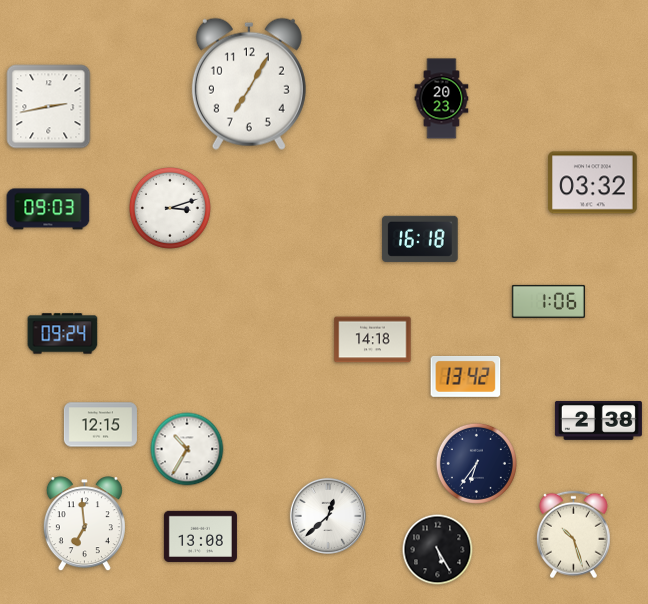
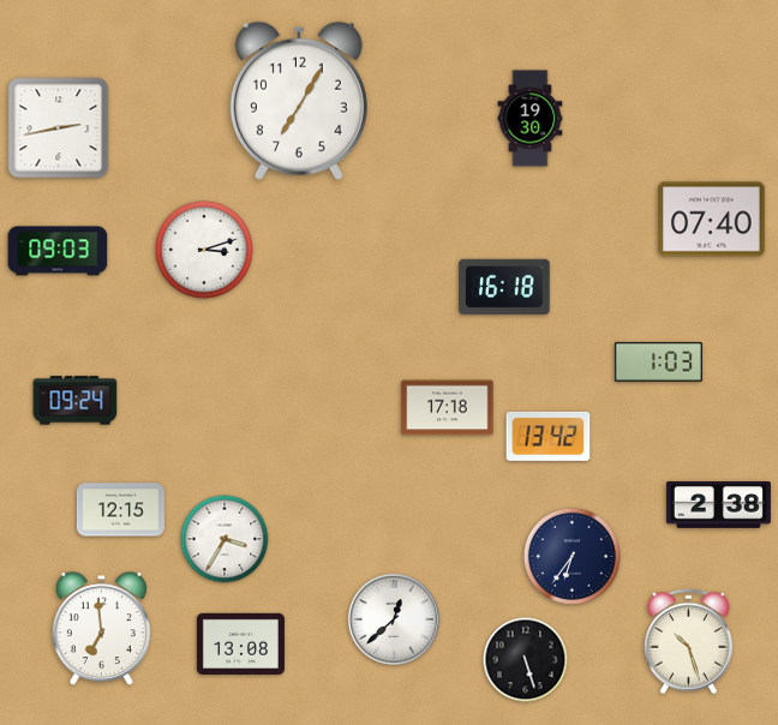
clock at (442, 99): 20:23 -> 19:30
clock at (593, 183): 03:32 -> 07:40
clock at (548, 301): 1:06 -> 1:03
clock at (373, 340): 14:18 -> 17:18
clock at (466, 376) position: (466, 376) -> (549, 436)
clock at (187, 449): 10:35 -> 3:35
clock at (438, 550): 5:25 -> 5:27
